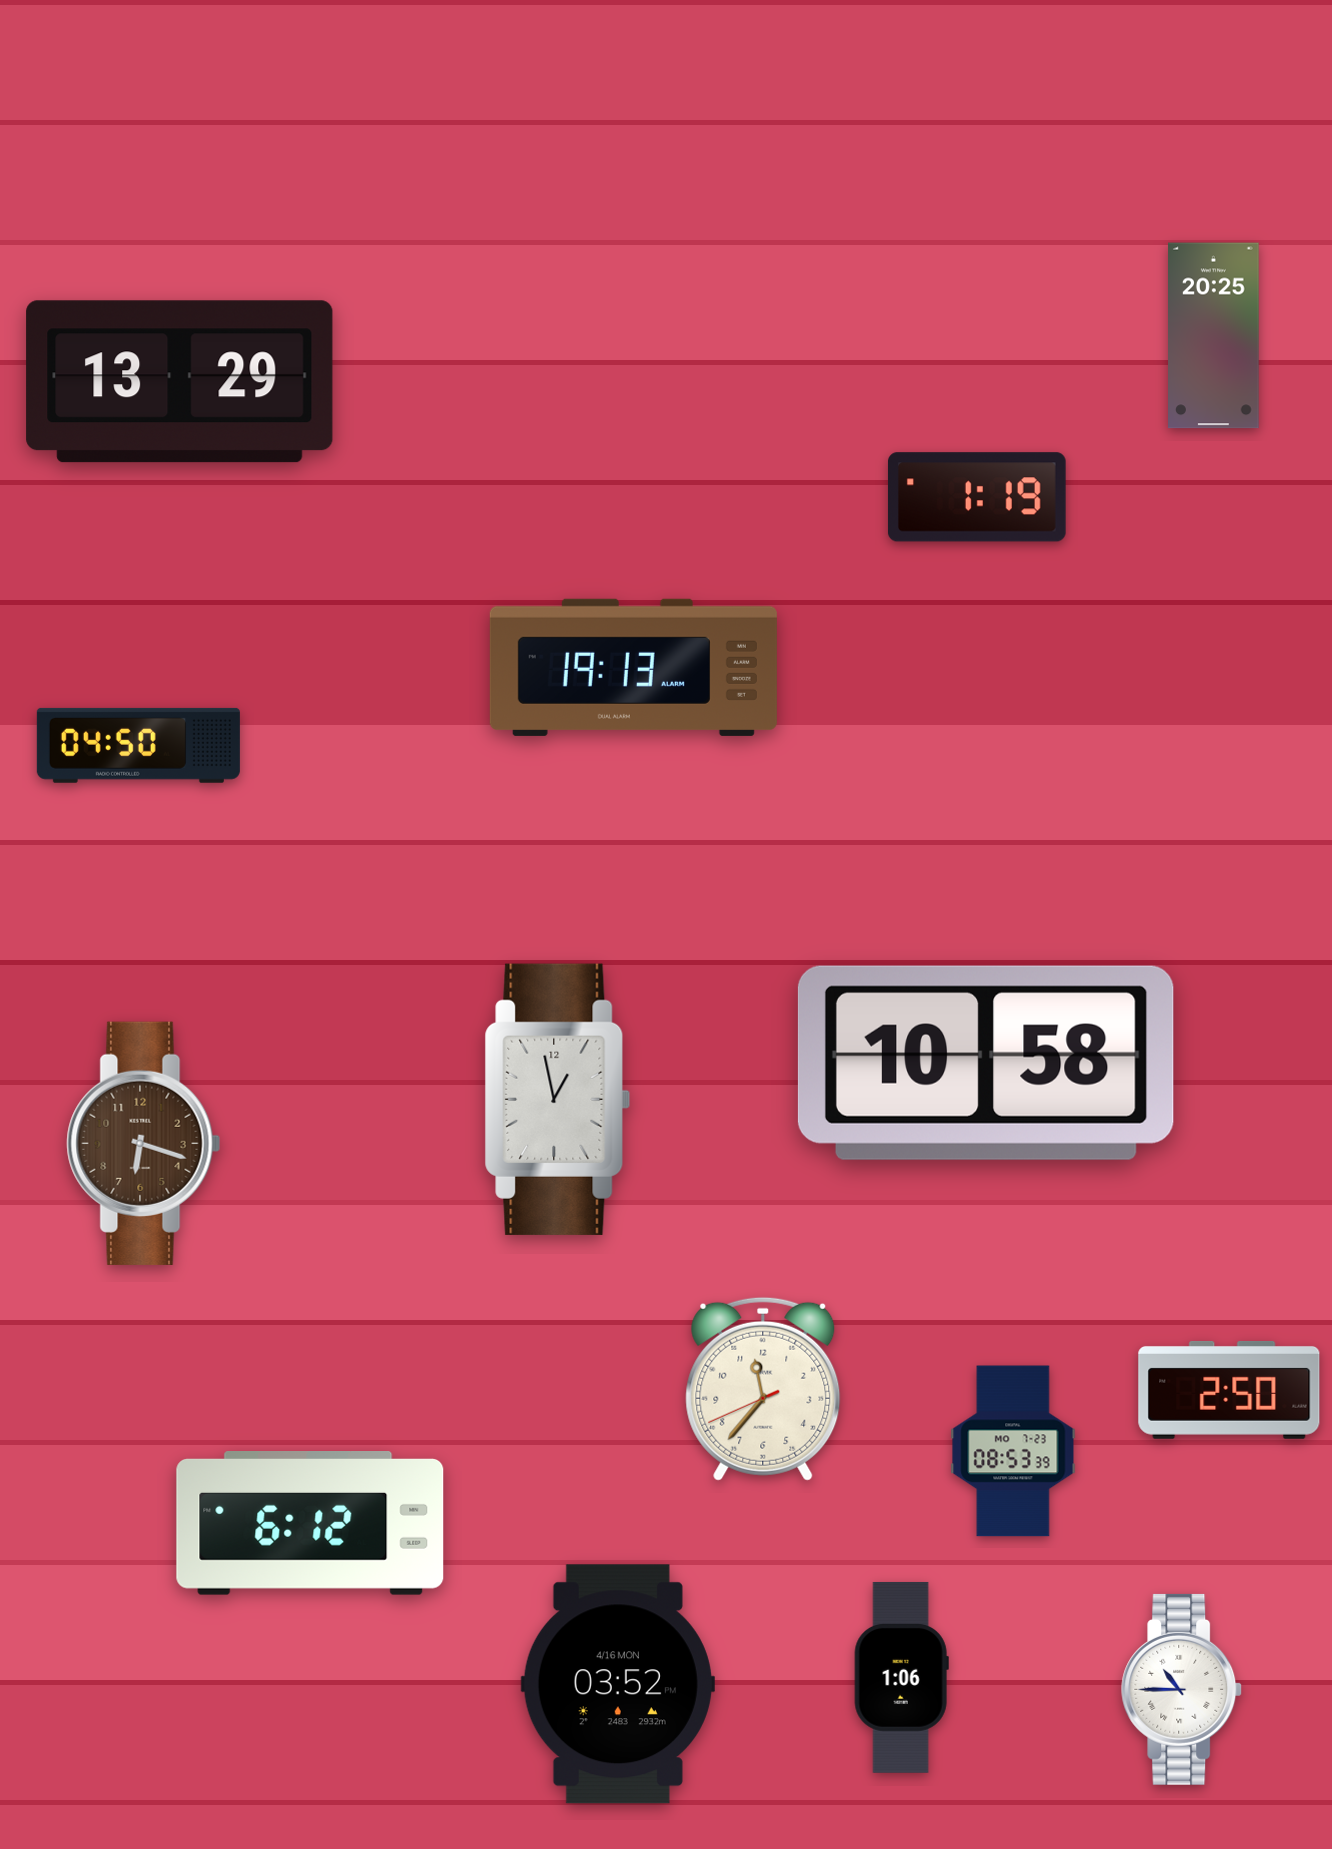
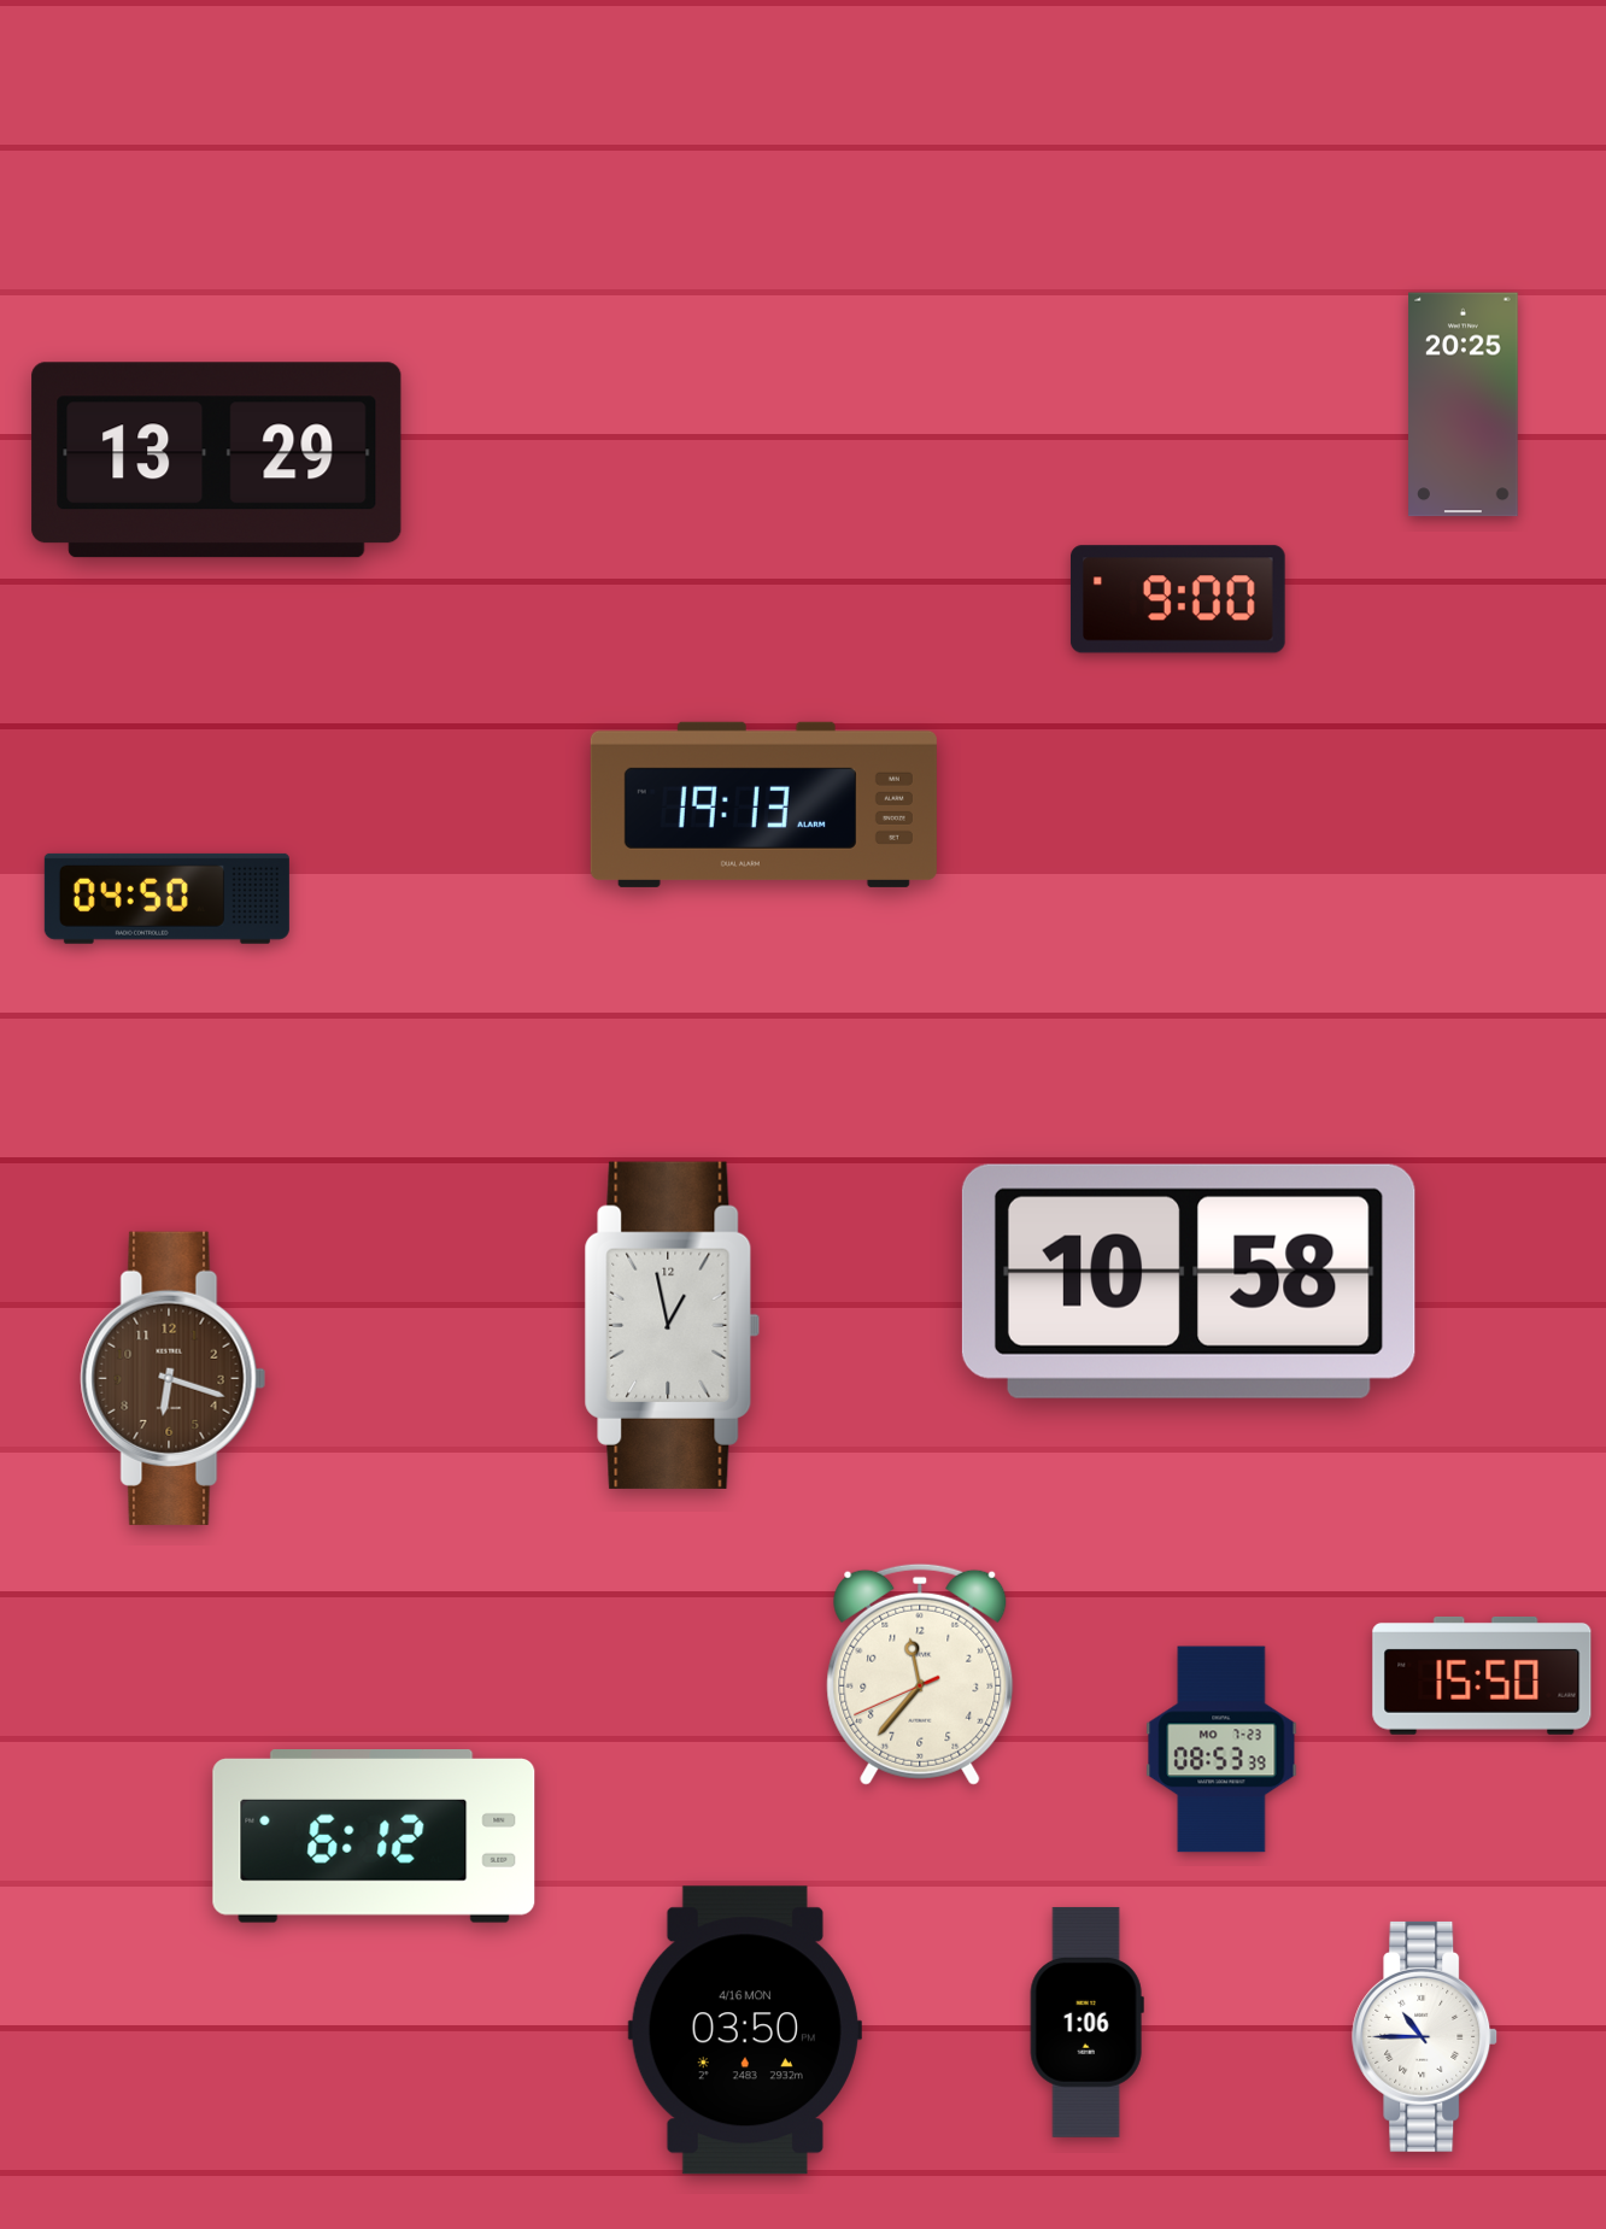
clock at (977, 497): 1:19 -> 9:00
clock at (1229, 1390): 2:50 -> 15:50
clock at (618, 1684): 03:52 -> 03:50
